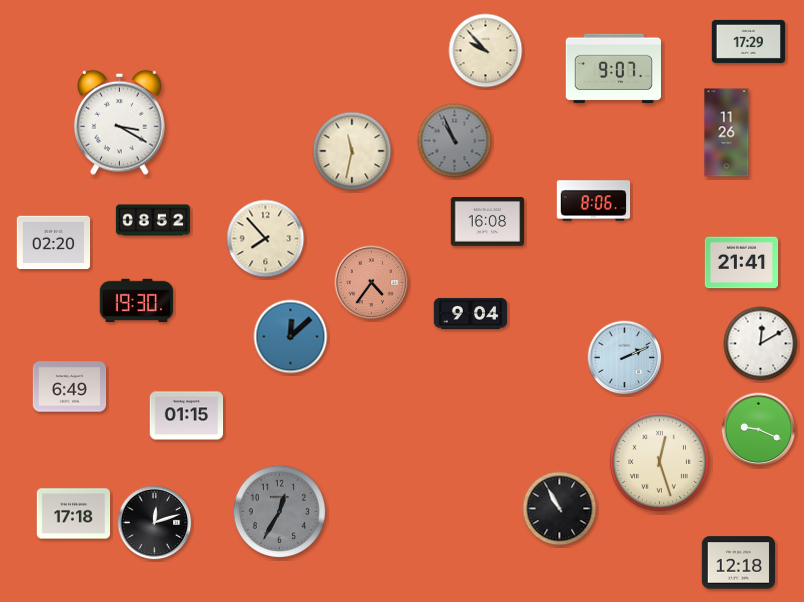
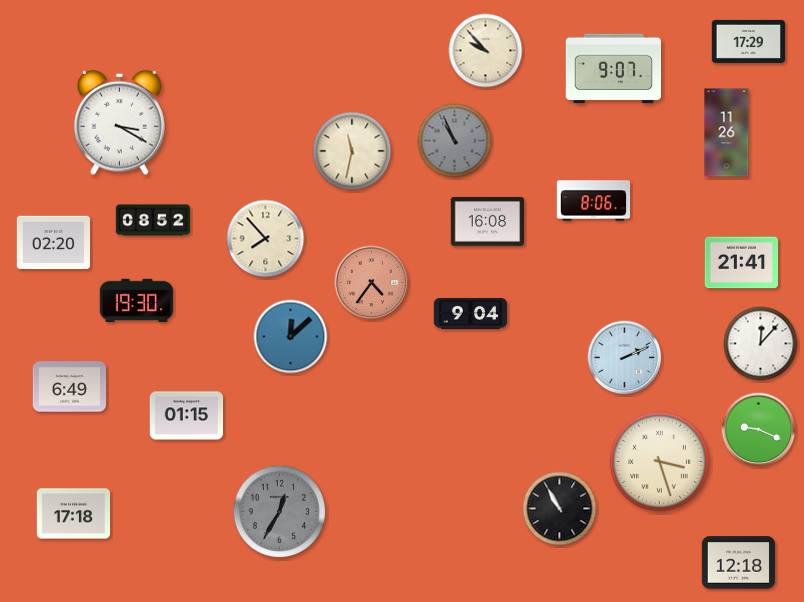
clock at (761, 344): 12:10 -> 12:07
clock at (659, 461): 12:27 -> 3:27
clock at (155, 523): 12:12 -> none
